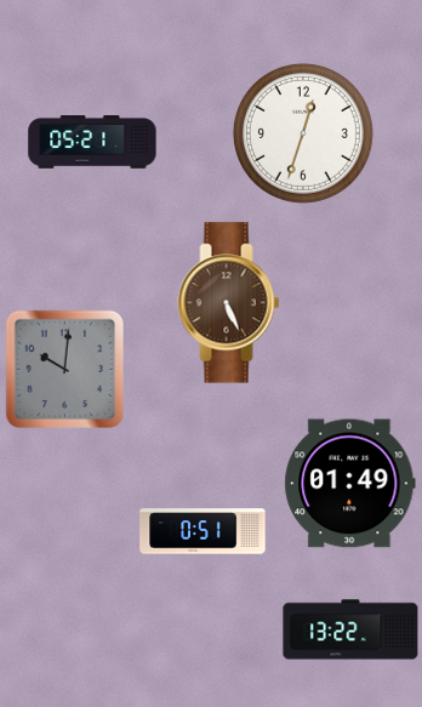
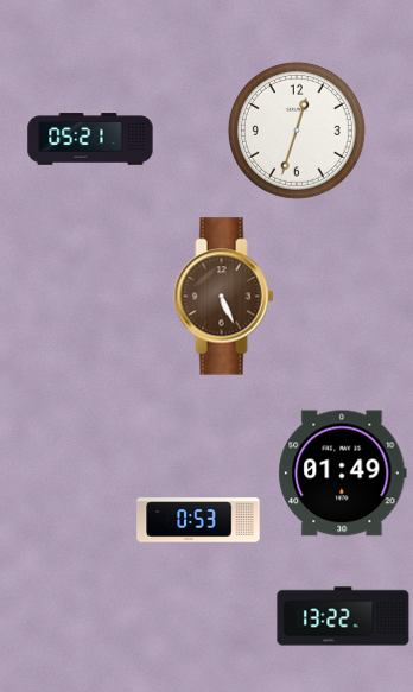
clock at (65, 370): 10:01 -> none
clock at (203, 531): 0:51 -> 0:53
